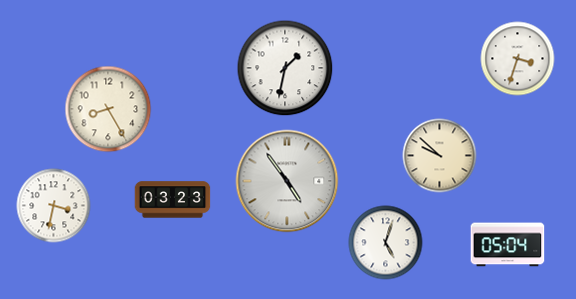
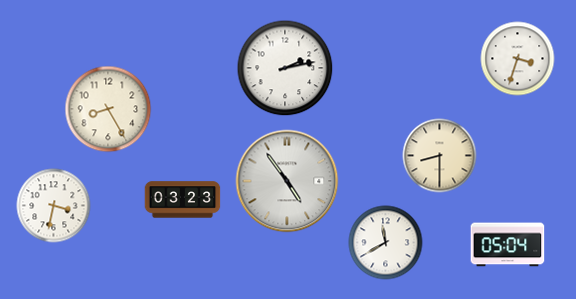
clock at (285, 68): 1:32 -> 2:13
clock at (440, 156): 9:52 -> 8:30
clock at (173, 200) position: (173, 200) -> (183, 200)
clock at (386, 243): 5:03 -> 11:40
